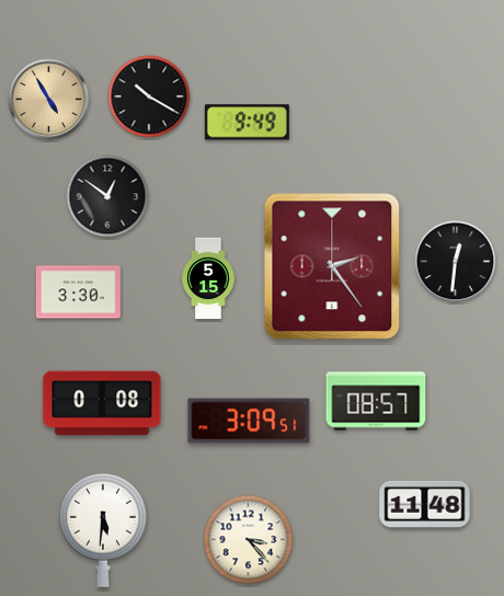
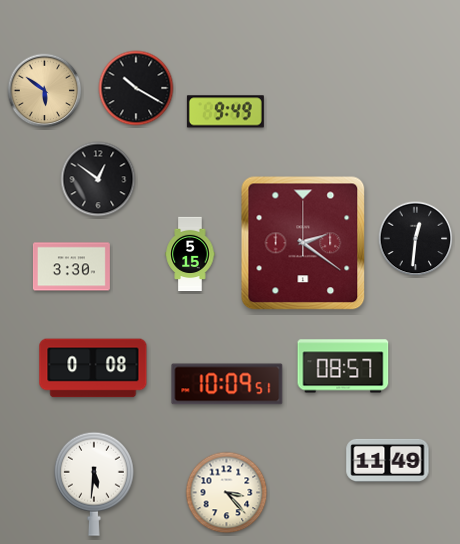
clock at (49, 100): 4:55 -> 5:51
clock at (332, 266): 2:24 -> 2:21
clock at (249, 421): 3:09 -> 10:09
clock at (425, 504): 11:48 -> 11:49
